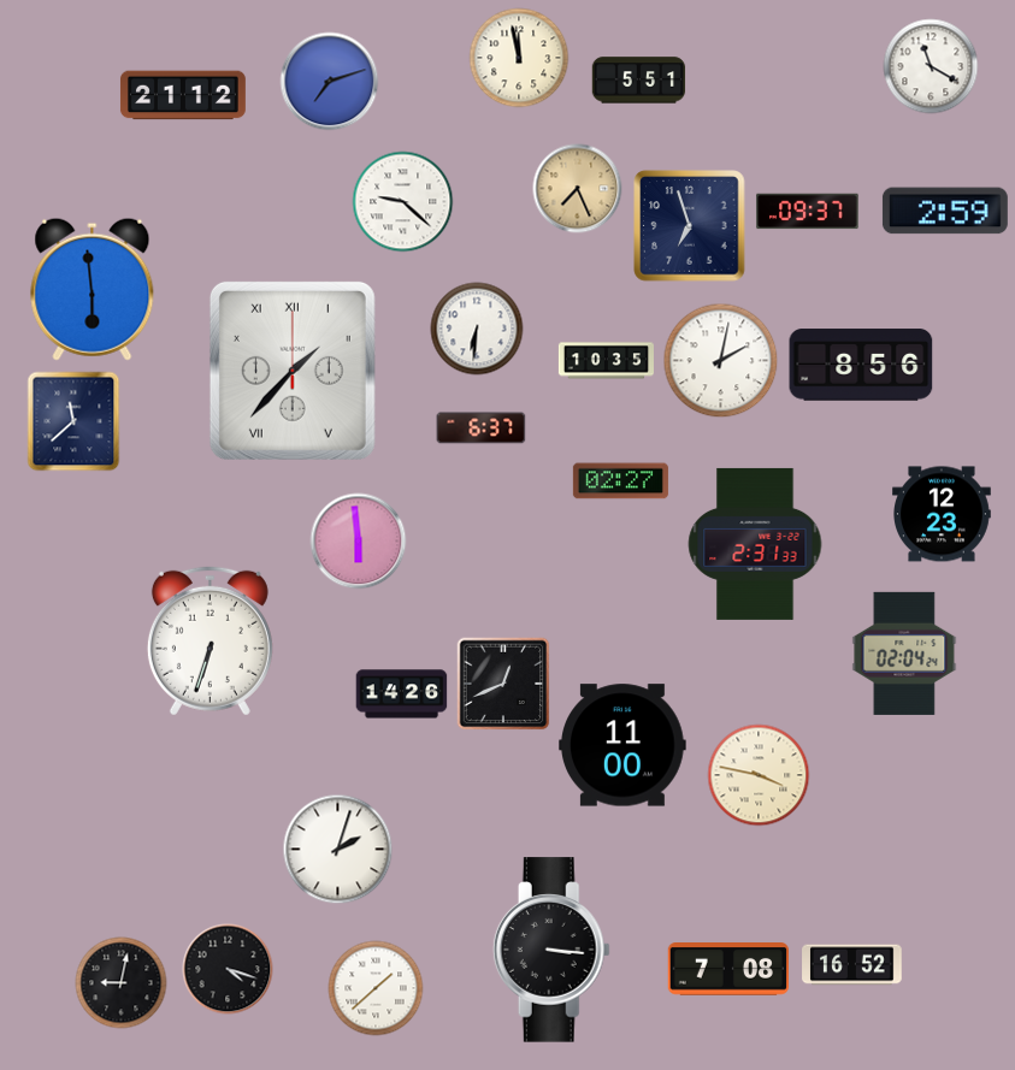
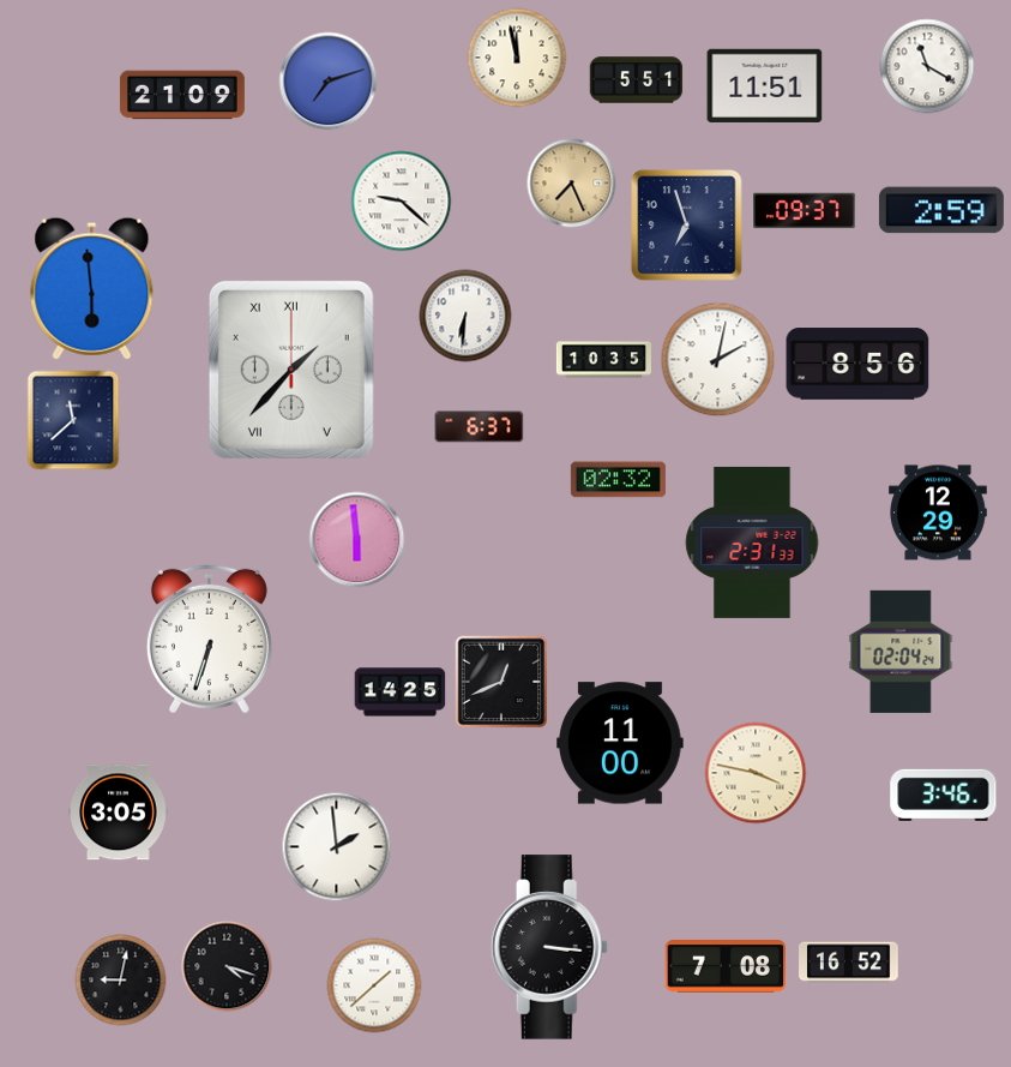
clock at (765, 85): none -> 11:51
clock at (183, 95): 21:12 -> 21:09
clock at (578, 189) position: (578, 189) -> (572, 184)
clock at (477, 329) position: (477, 329) -> (465, 316)
clock at (620, 481): 02:27 -> 02:32
clock at (943, 514): 12:23 -> 12:29
clock at (402, 694): 14:26 -> 14:25
clock at (944, 795): none -> 3:46
clock at (119, 813): none -> 3:05
clock at (338, 850): 2:03 -> 1:59
